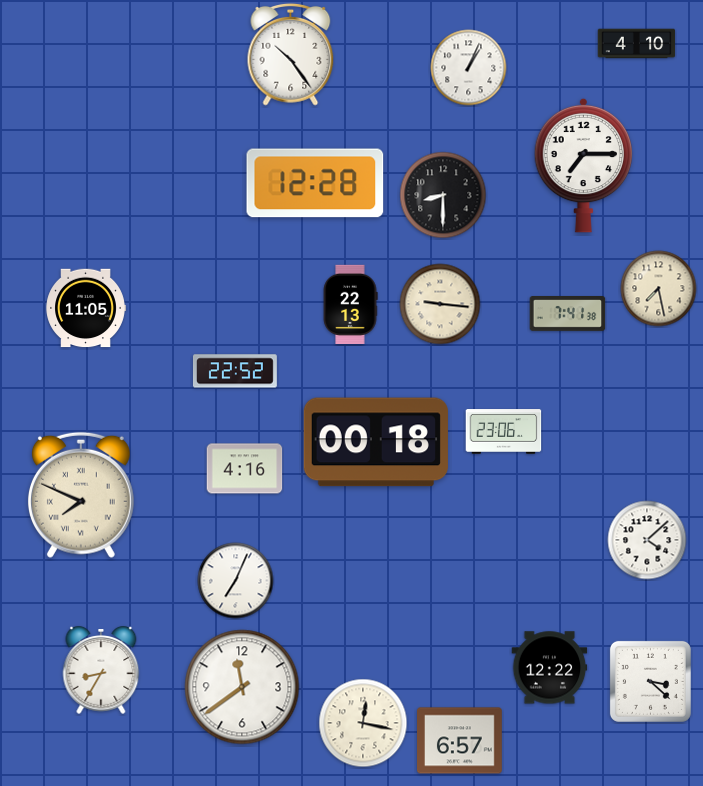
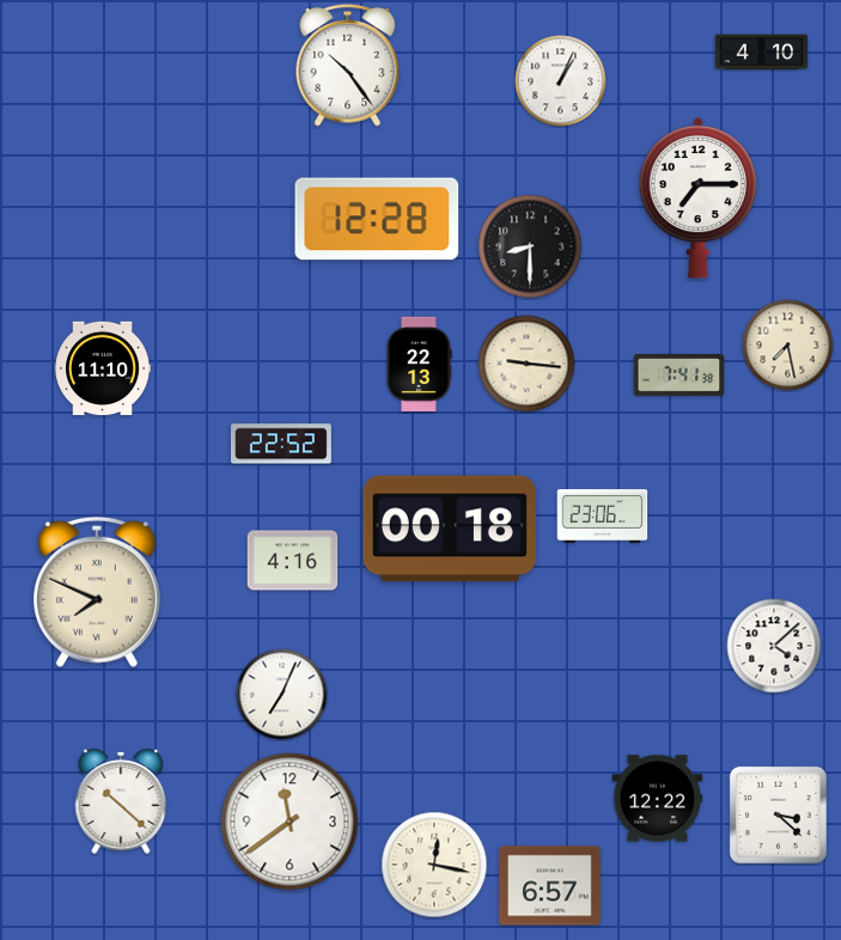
clock at (443, 195) position: (443, 195) -> (530, 246)
clock at (86, 308): 11:05 -> 11:10
clock at (101, 671): 8:35 -> 10:22
